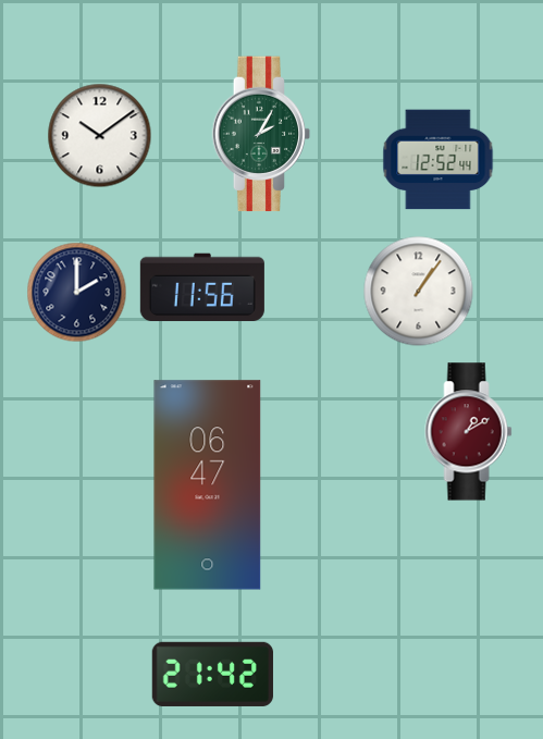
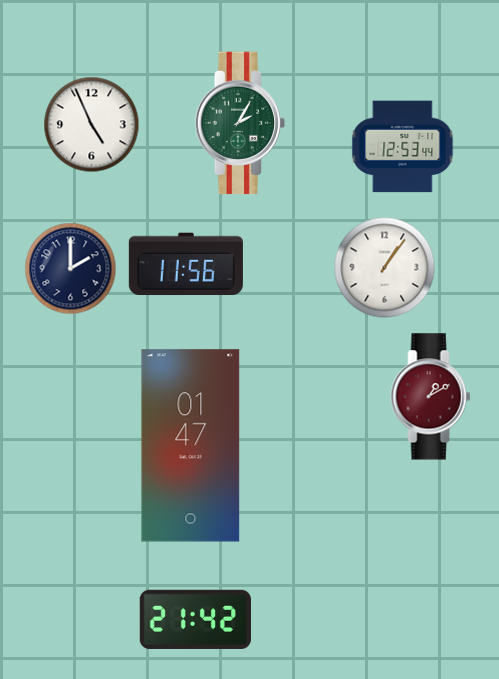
clock at (100, 136): 10:09 -> 4:56
clock at (439, 160): 12:52 -> 12:53
clock at (208, 485): 06:47 -> 01:47
